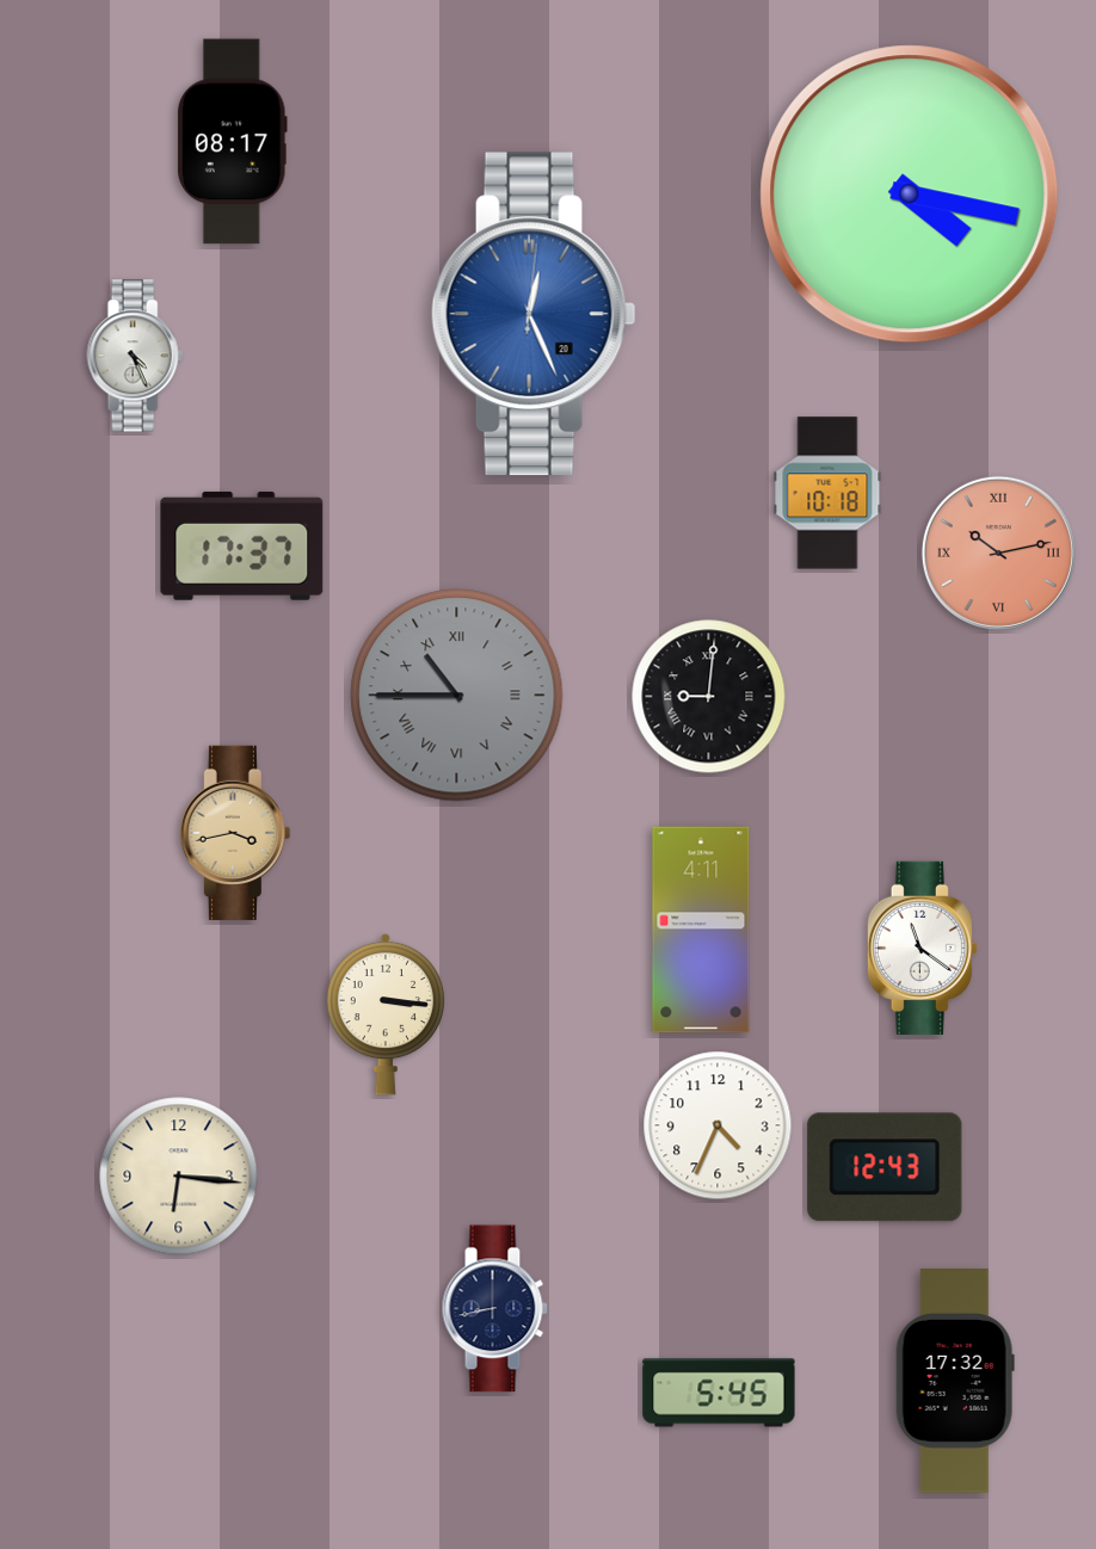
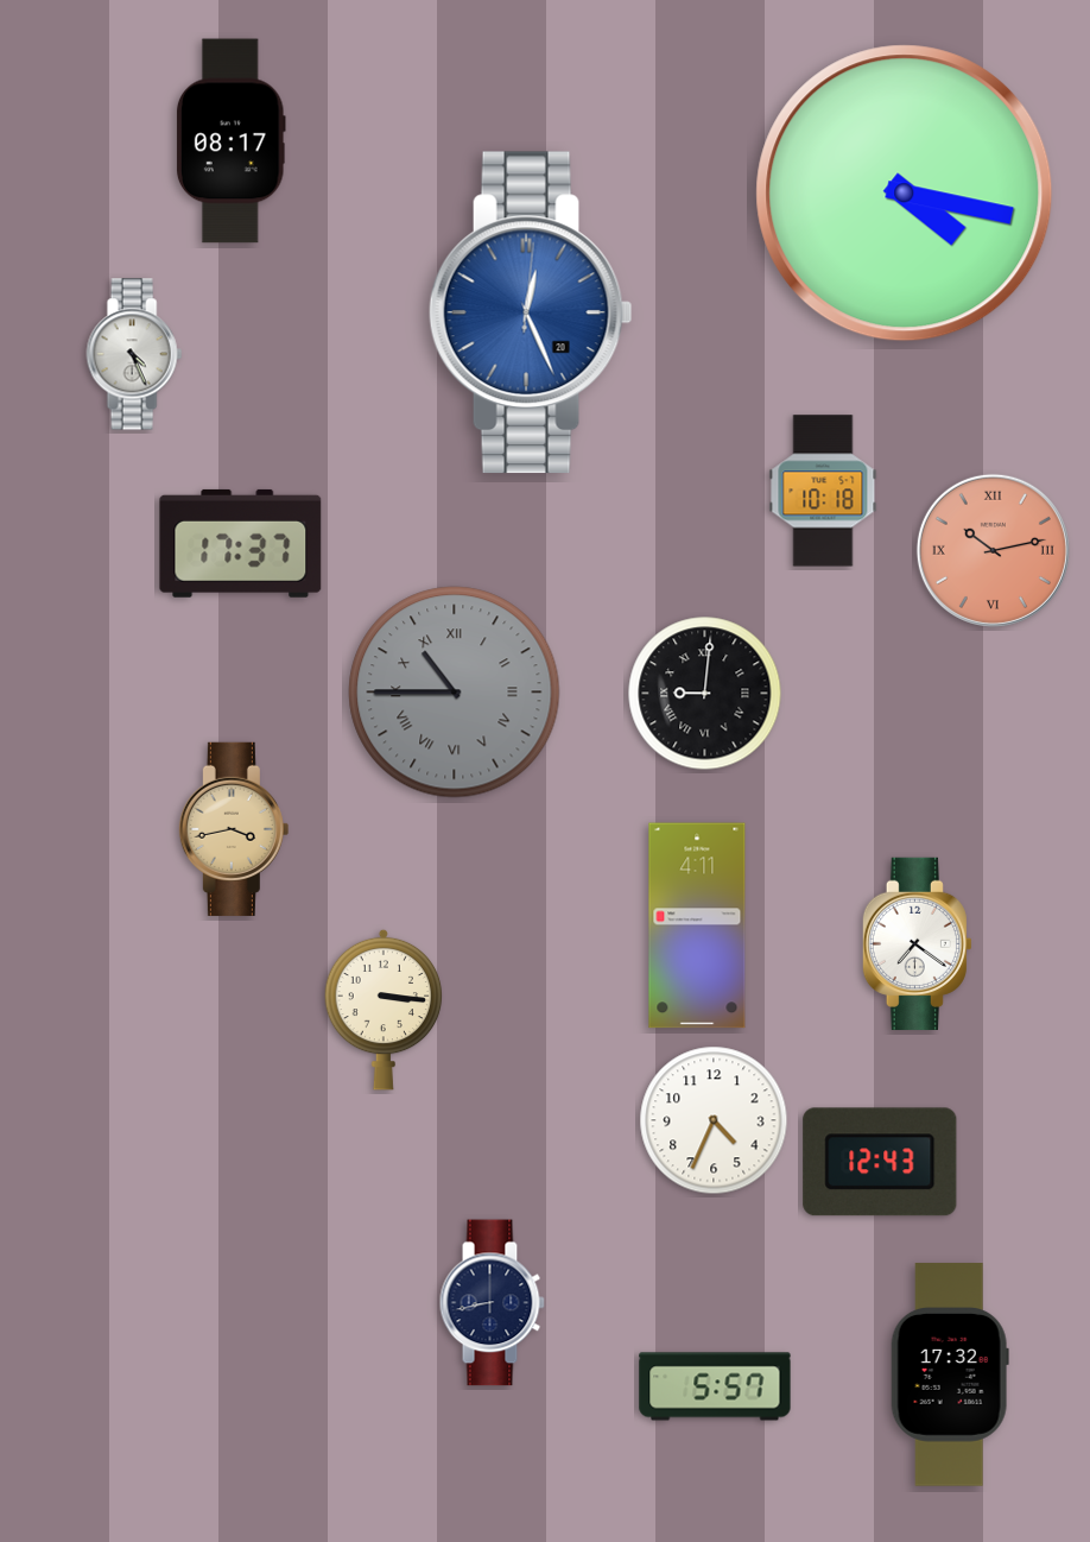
clock at (922, 948): 11:21 -> 7:21
clock at (179, 1177): 6:16 -> none
clock at (719, 1393): 5:45 -> 5:57
